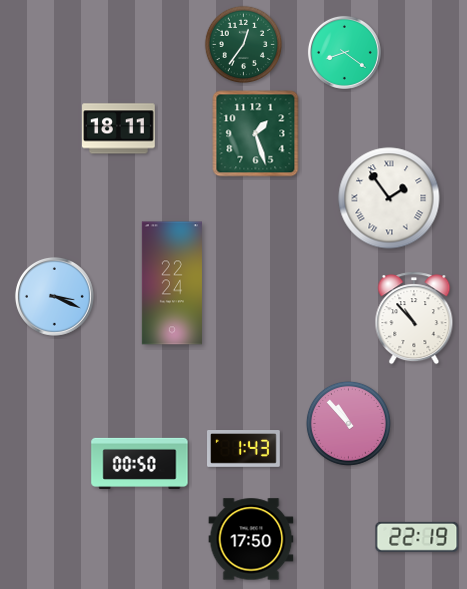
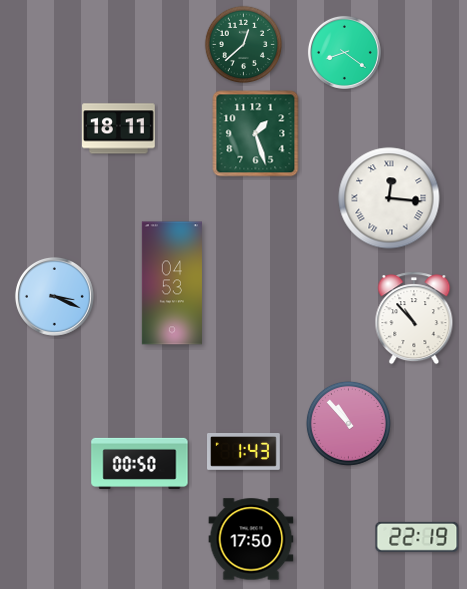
clock at (244, 45): 12:36 -> 12:38
clock at (389, 198): 1:54 -> 12:16
clock at (172, 283): 22:24 -> 04:53
clock at (244, 449) position: (244, 449) -> (244, 452)
